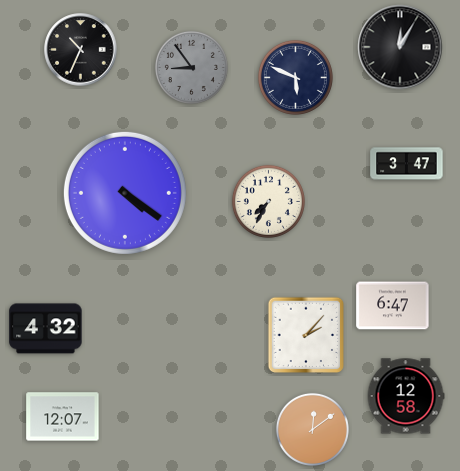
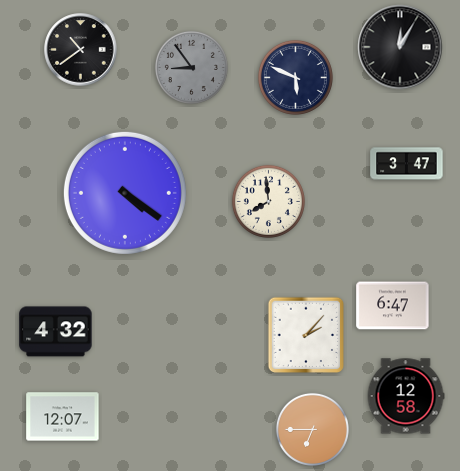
clock at (81, 50): 10:34 -> 10:39
clock at (268, 201): 7:35 -> 7:59
clock at (46, 329) position: (46, 329) -> (56, 332)
clock at (312, 429): 12:09 -> 6:45
